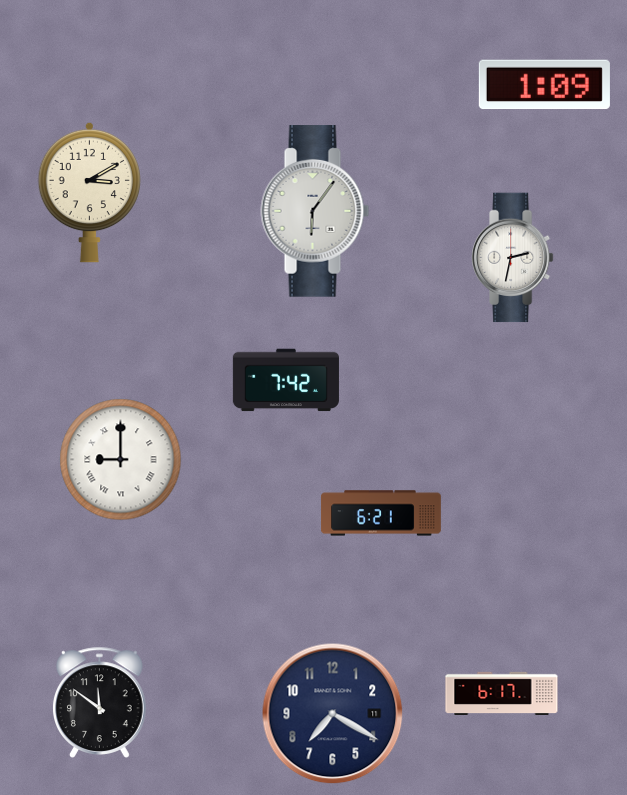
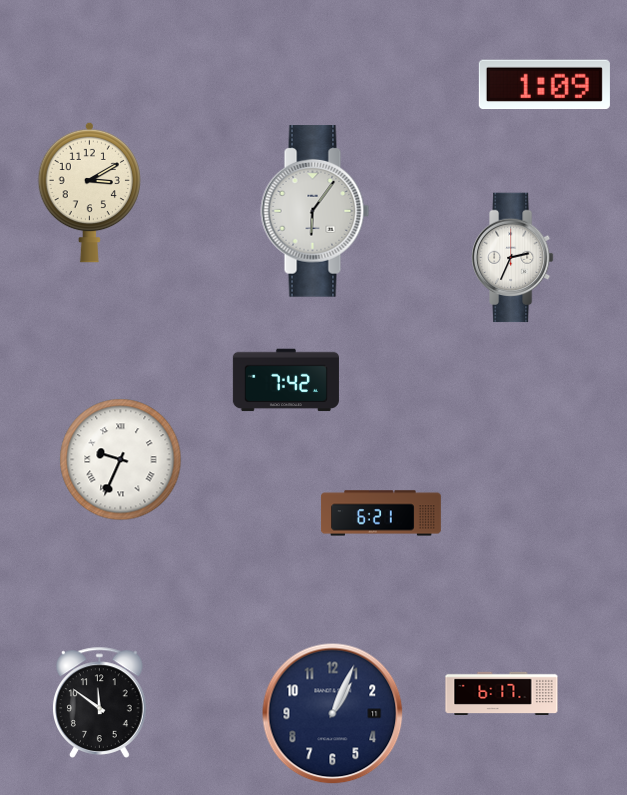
clock at (513, 258): 2:32 -> 2:34
clock at (121, 460): 9:00 -> 9:34
clock at (333, 714): 7:20 -> 1:04
